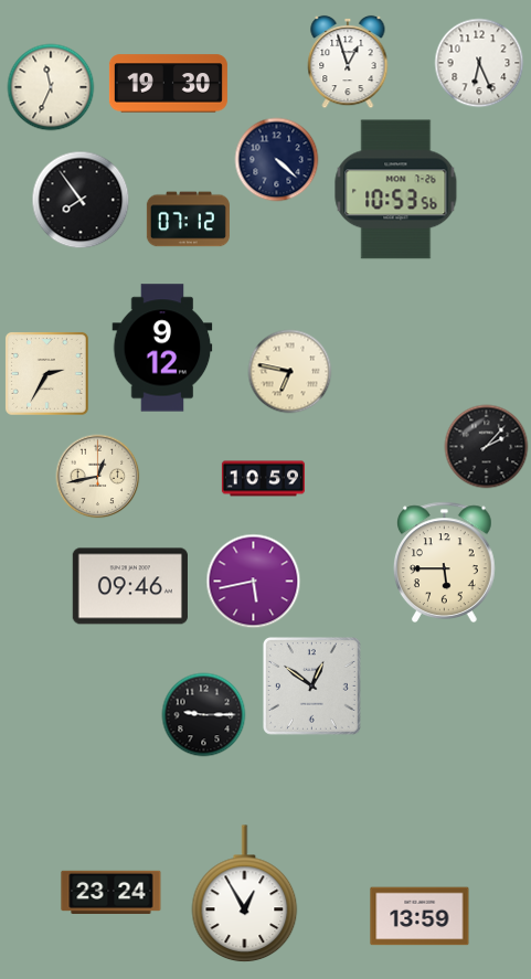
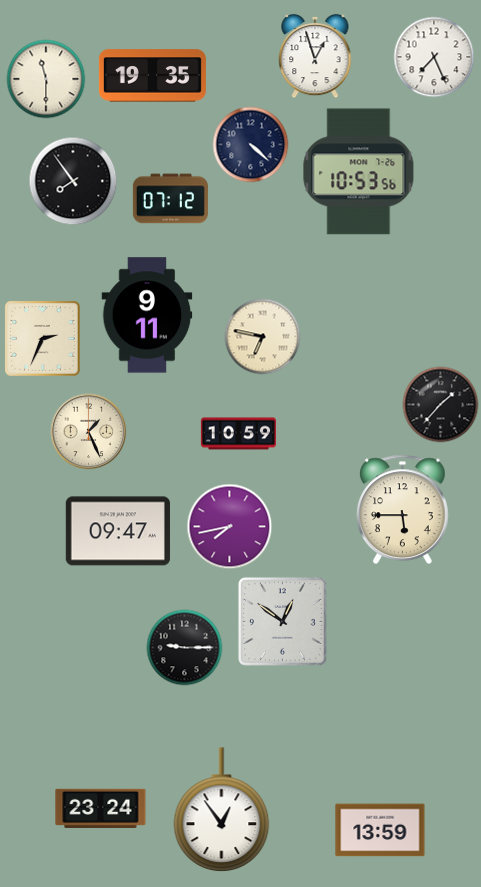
clock at (479, 63): 6:26 -> 7:26
clock at (168, 84): 19:30 -> 19:35
clock at (51, 87): 11:34 -> 11:30
clock at (162, 348): 9:12 -> 9:11
clock at (47, 374): 2:35 -> 2:34
clock at (487, 447): 2:07 -> 1:37
clock at (98, 477): 12:43 -> 1:26
clock at (254, 582): 5:43 -> 7:43
clock at (130, 586): 09:46 -> 09:47
clock at (245, 894): 12:55 -> 12:54
